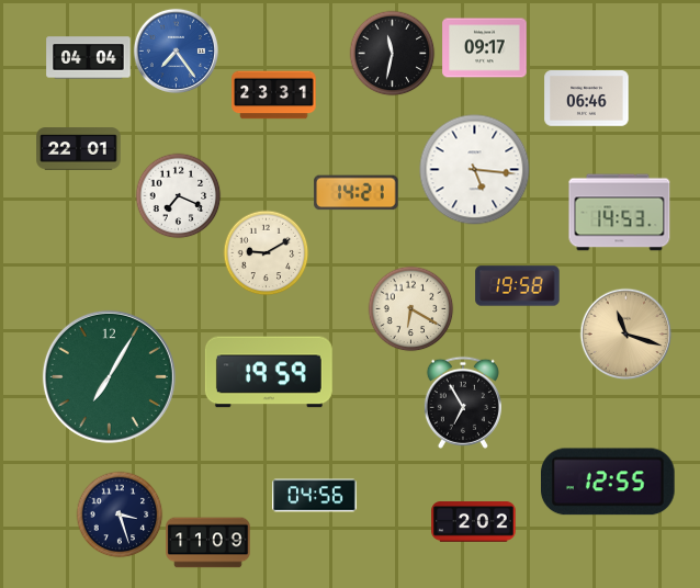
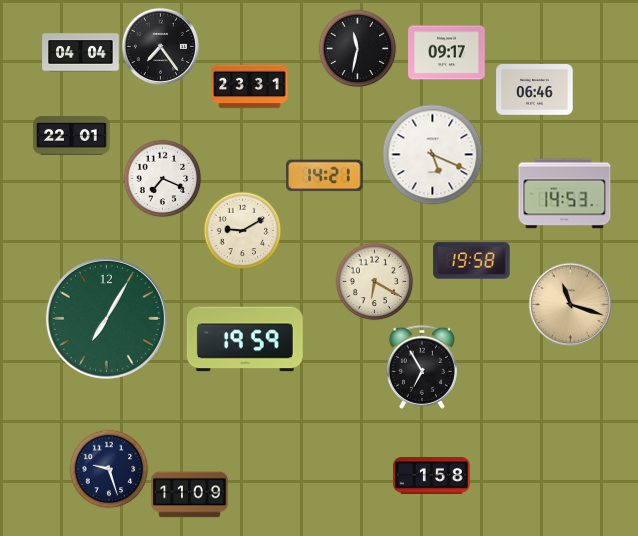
clock at (485, 48) position: (485, 48) -> (447, 53)
clock at (176, 50) dial: blue -> black
clock at (475, 170): 5:16 -> 5:19
clock at (109, 376) position: (109, 376) -> (106, 318)
clock at (609, 482): 12:55 -> none
clock at (315, 496): 04:56 -> none
clock at (120, 514): 3:27 -> 9:27
clock at (474, 522): 2:02 -> 1:58
